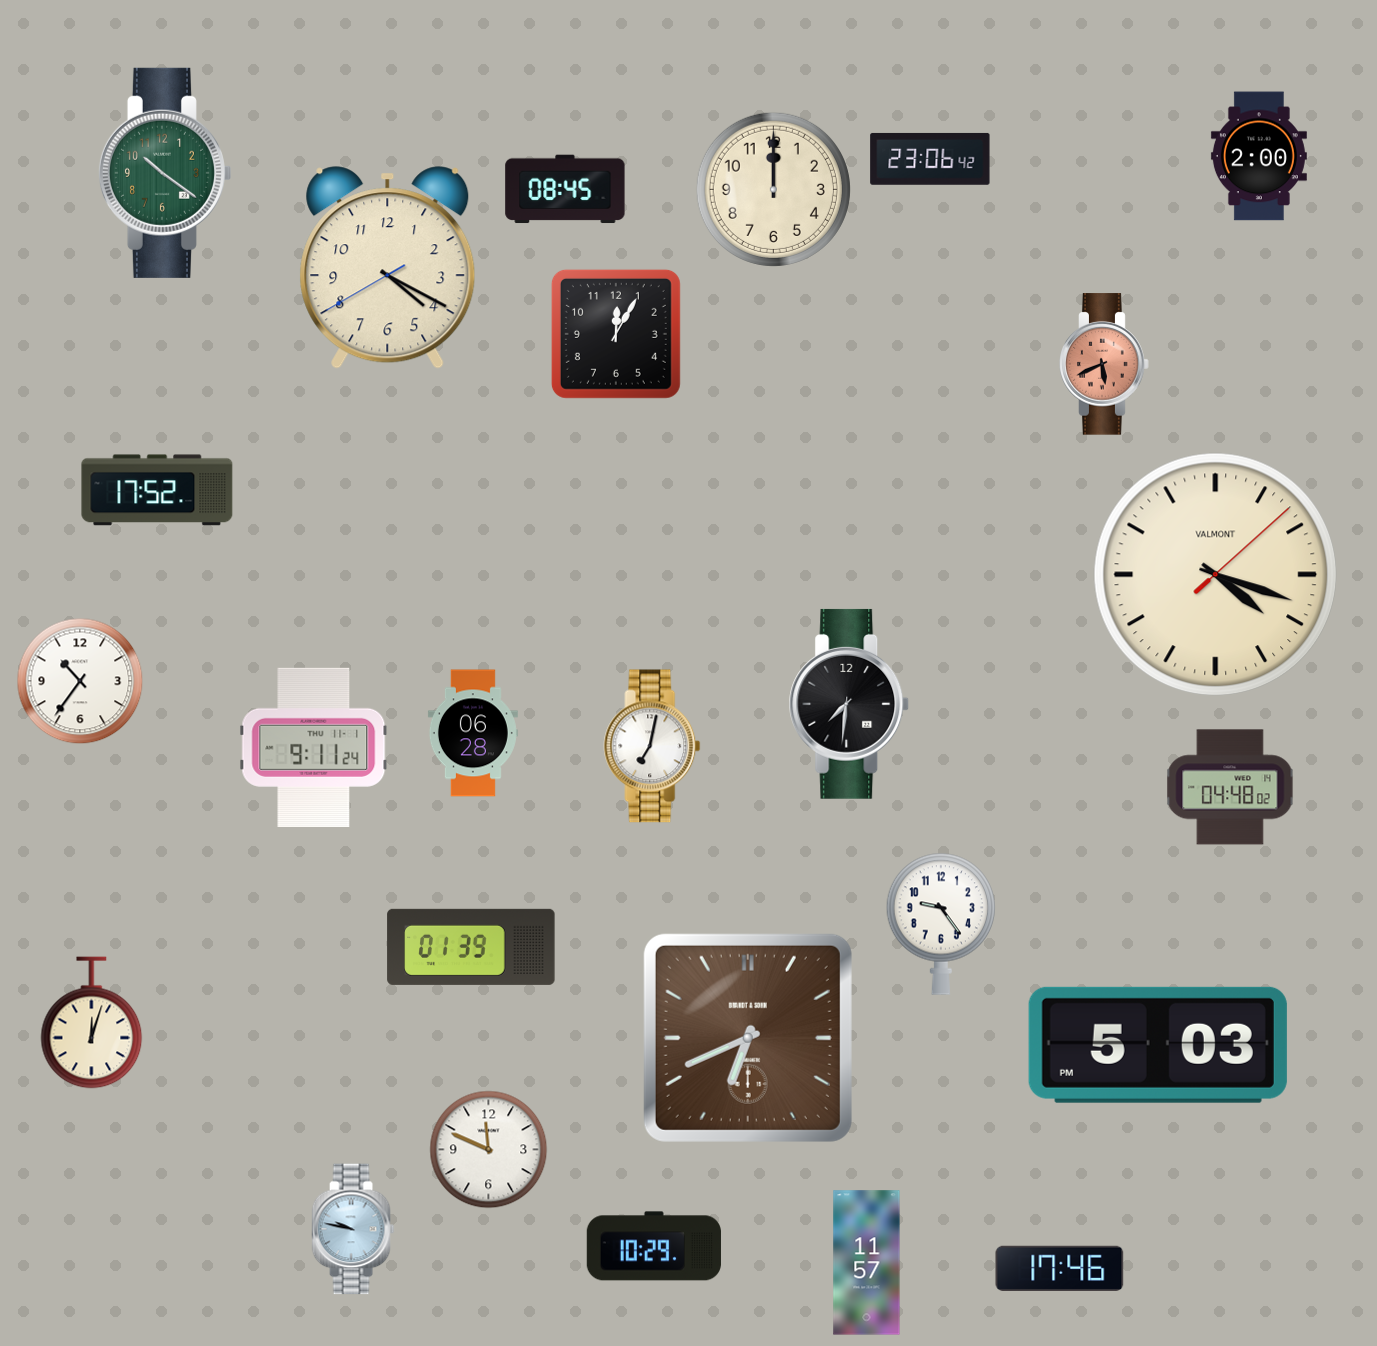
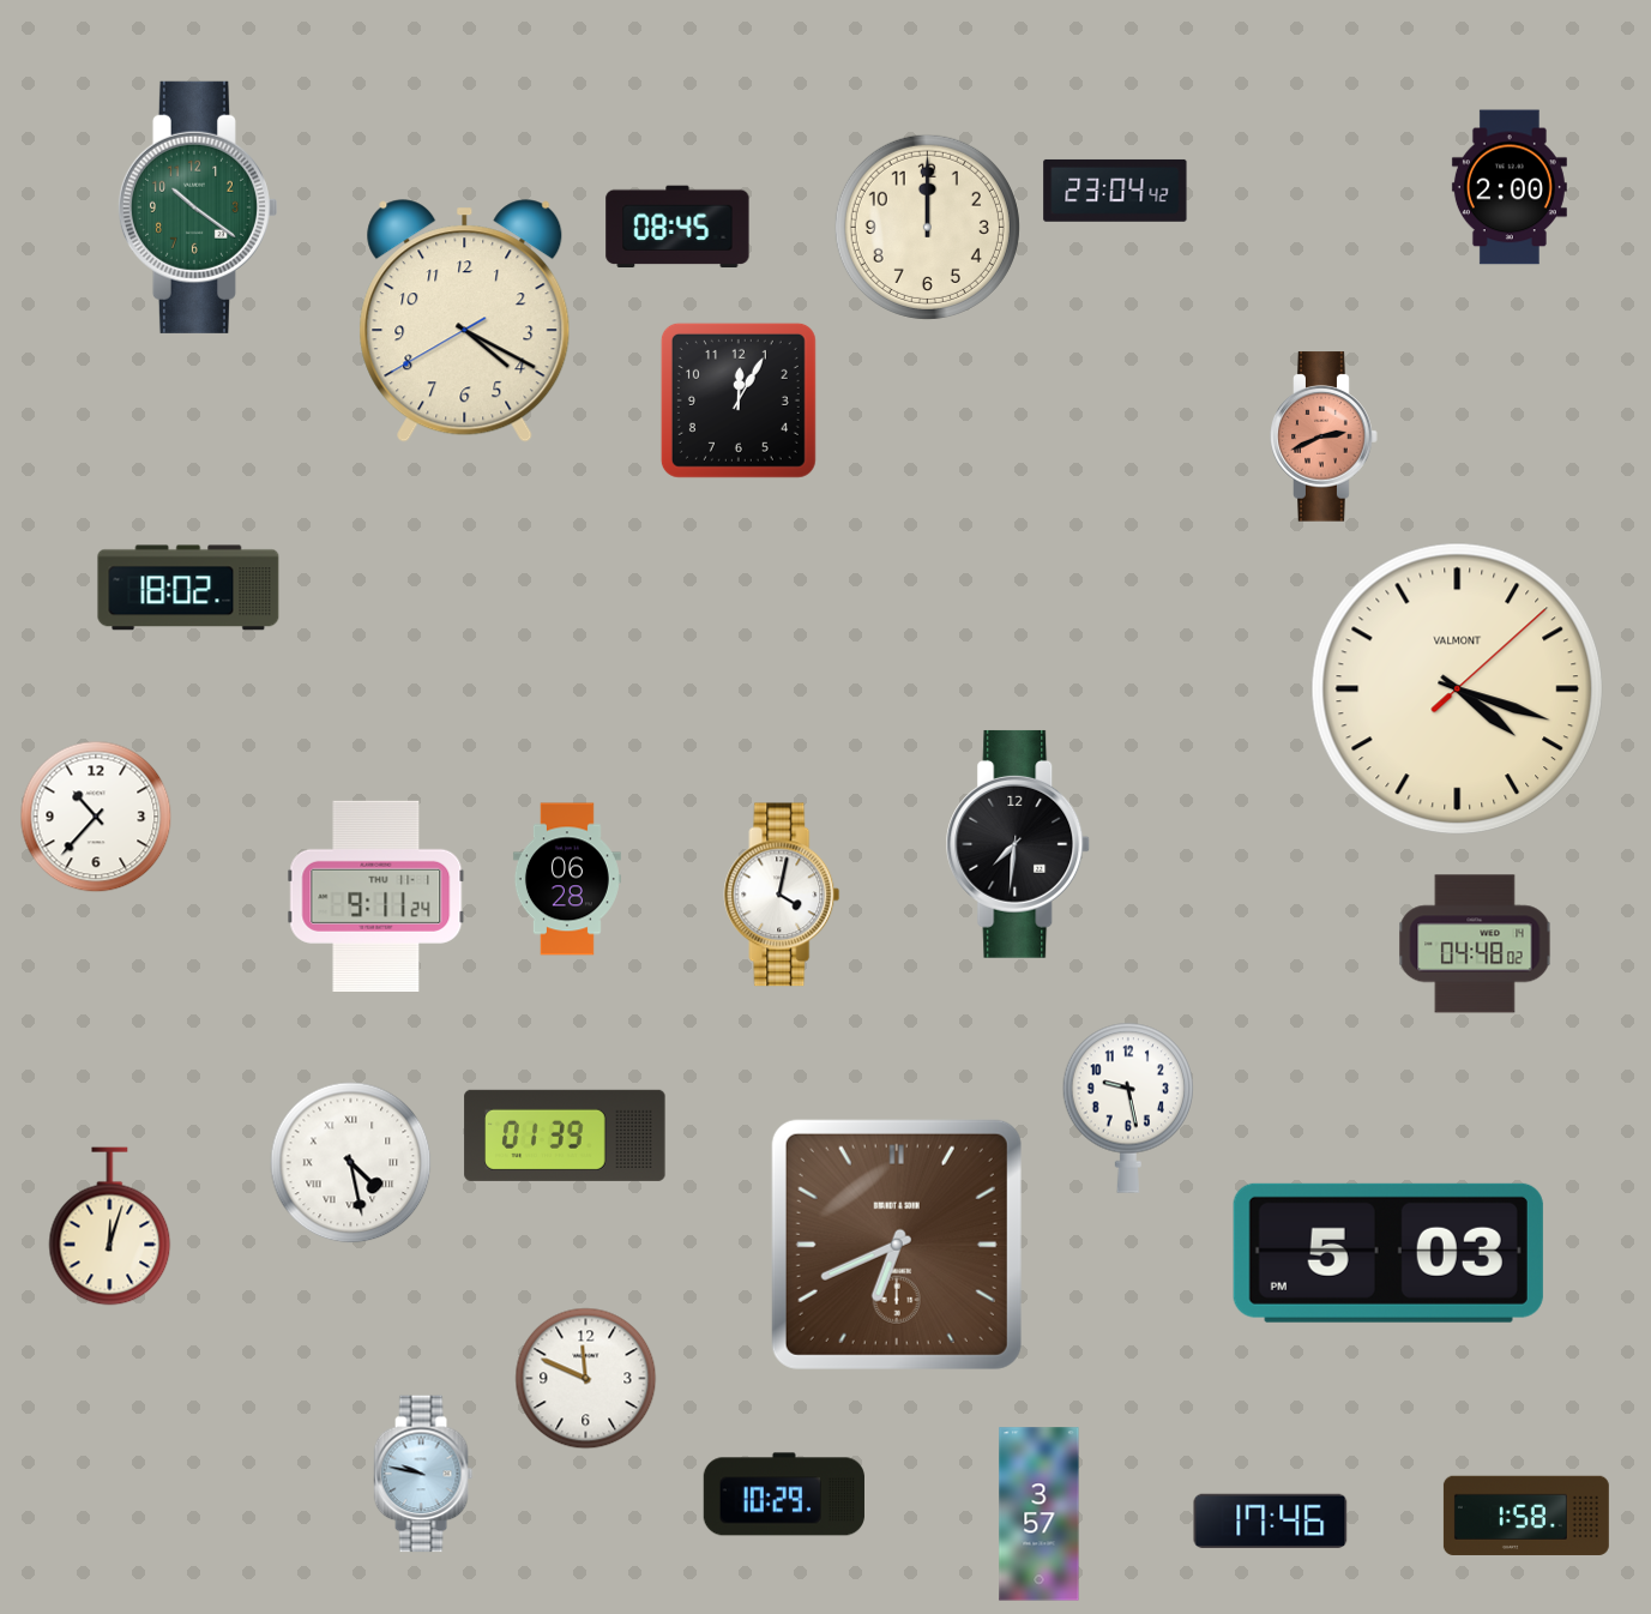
clock at (930, 159): 23:06 -> 23:04
clock at (1104, 364): 5:41 -> 2:41
clock at (157, 490): 17:52 -> 18:02
clock at (80, 681): 10:36 -> 10:37
clock at (652, 746): 7:02 -> 4:02
clock at (940, 924): 9:24 -> 9:28
clock at (351, 1163): none -> 4:28
clock at (867, 1263): 11:57 -> 3:57
clock at (1526, 1516): none -> 1:58
